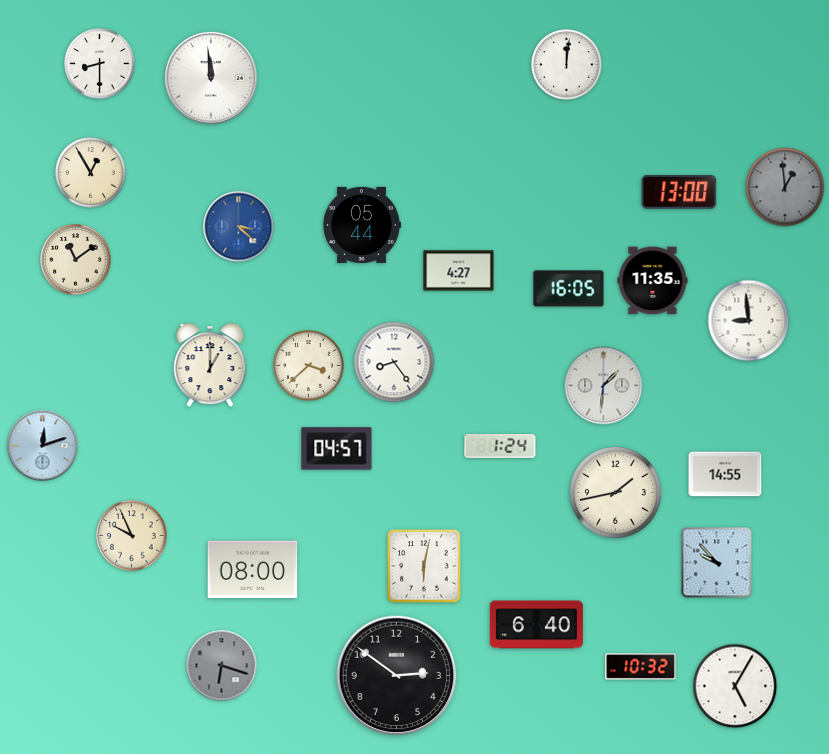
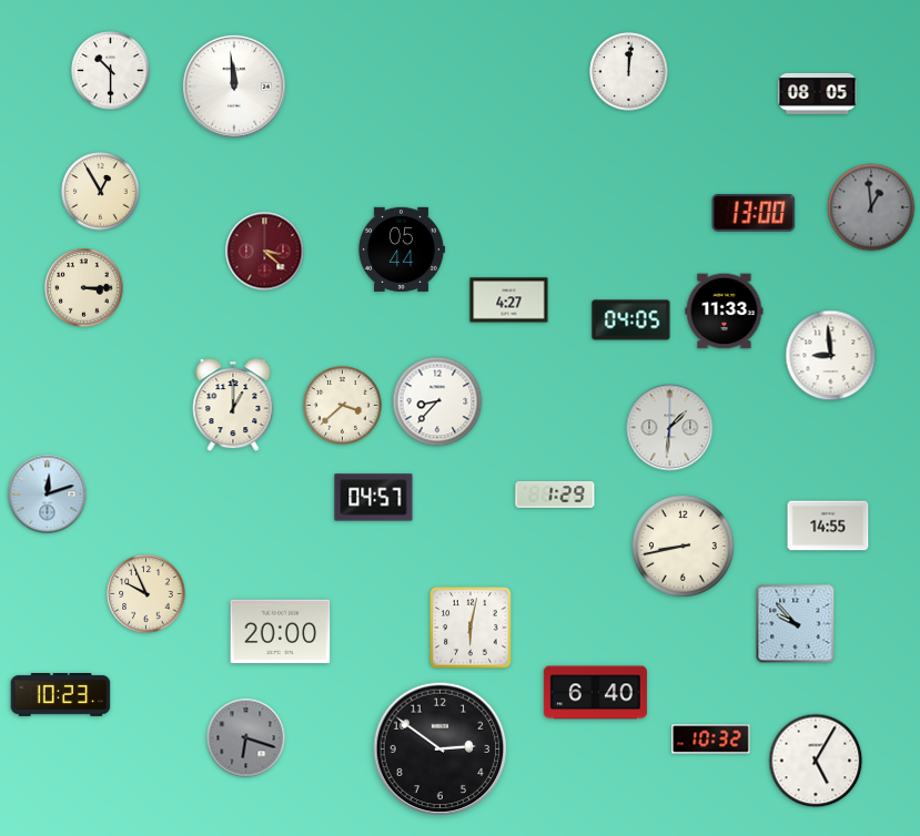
clock at (100, 64): 8:30 -> 10:30
clock at (818, 93): none -> 08:05
clock at (239, 227) dial: blue -> burgundy
clock at (76, 260): 11:09 -> 3:15
clock at (653, 281): 11:35 -> 11:33
clock at (569, 289): 16:05 -> 04:05
clock at (394, 362): 8:24 -> 8:37
clock at (500, 446): 1:24 -> 1:29
clock at (725, 474) position: (725, 474) -> (828, 526)
clock at (615, 492): 1:43 -> 8:43
clock at (253, 570): 08:00 -> 20:00
clock at (61, 695): none -> 10:23
